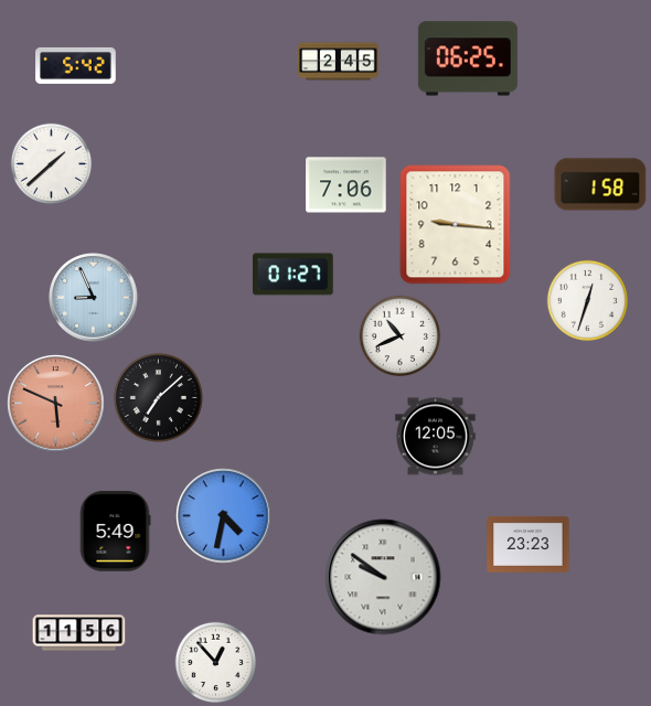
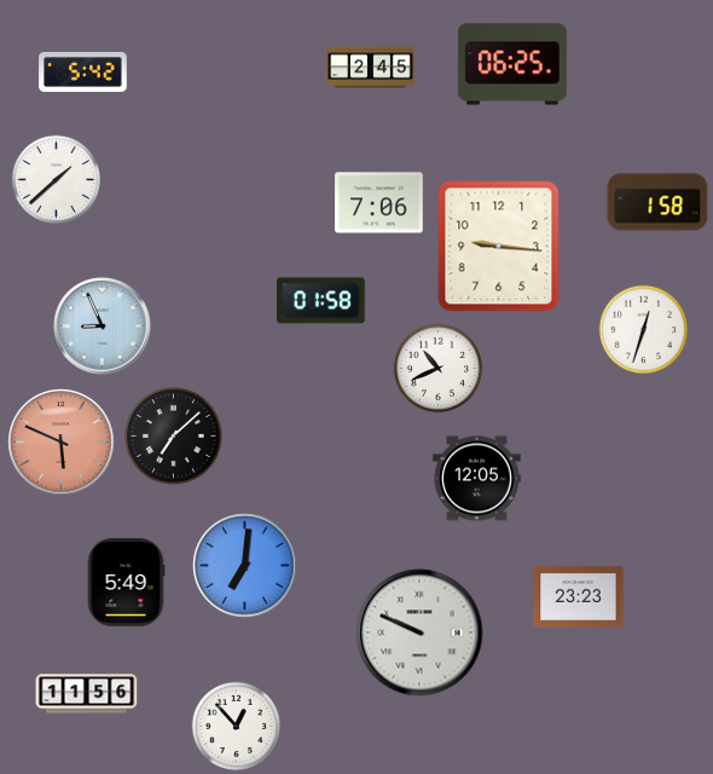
clock at (294, 275): 01:27 -> 01:58
clock at (224, 516): 4:32 -> 7:01
clock at (383, 577): 9:51 -> 9:49
